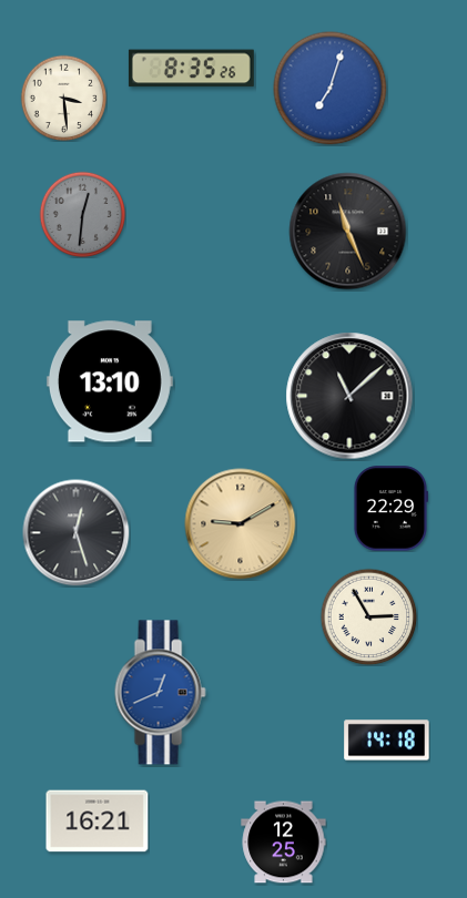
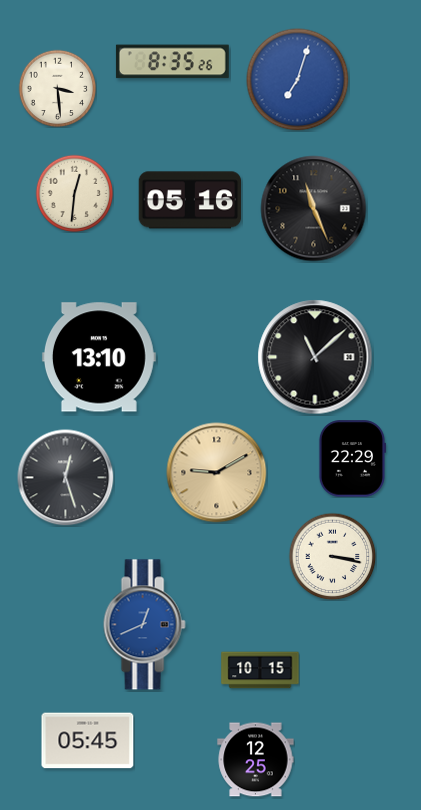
clock at (82, 214) dial: grey -> cream
clock at (190, 200): none -> 05:16
clock at (110, 381) position: (110, 381) -> (99, 357)
clock at (77, 533) position: (77, 533) -> (66, 478)
clock at (368, 616): 2:55 -> 3:17
clock at (387, 741): 14:18 -> none
clock at (260, 670): none -> 10:15
clock at (98, 822): 16:21 -> 05:45
